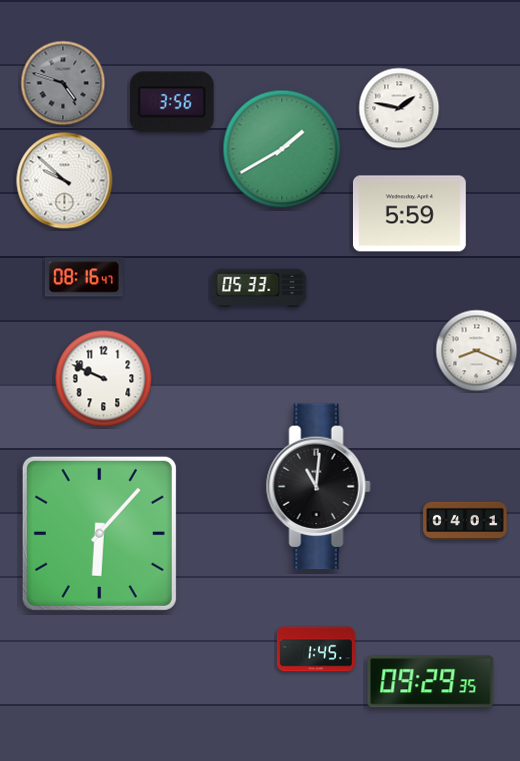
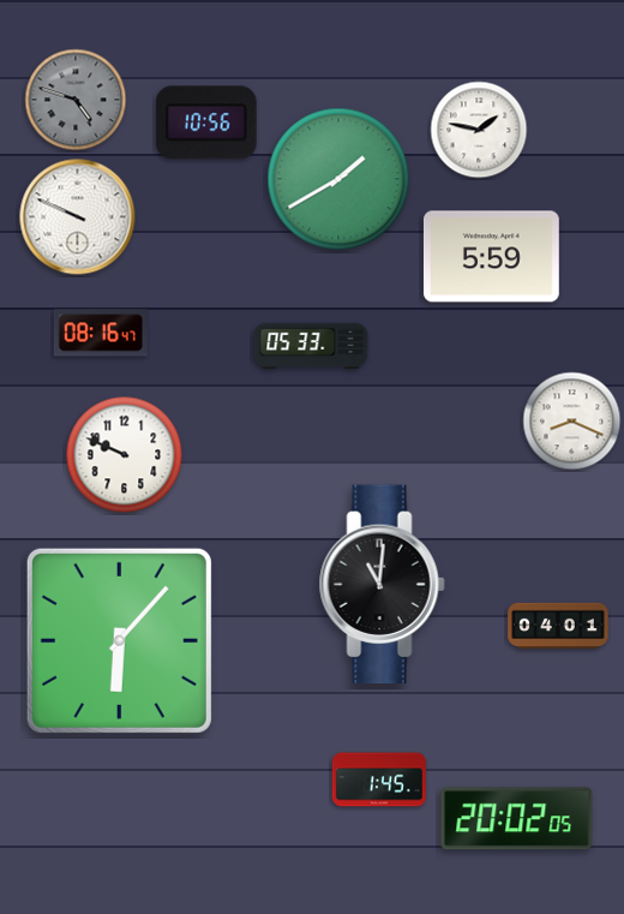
clock at (172, 102): 3:56 -> 10:56
clock at (65, 181): 9:52 -> 9:49
clock at (431, 682): 09:29 -> 20:02
